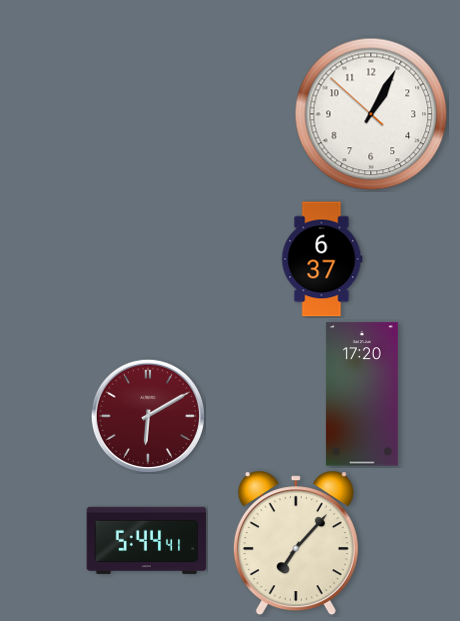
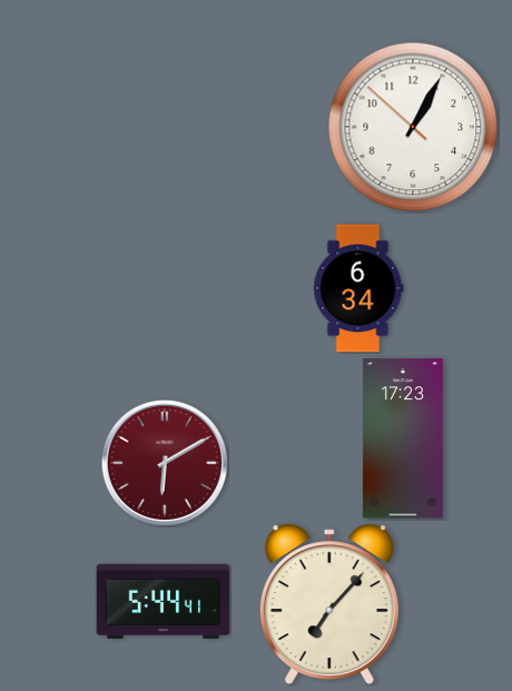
clock at (322, 259): 6:37 -> 6:34
clock at (362, 394): 17:20 -> 17:23
